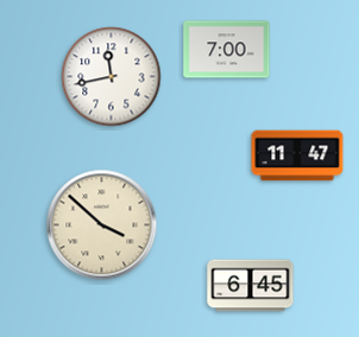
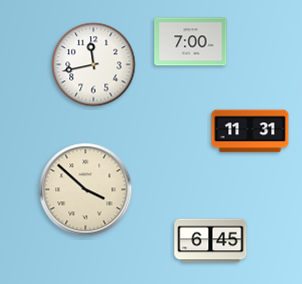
clock at (297, 155): 11:47 -> 11:31
